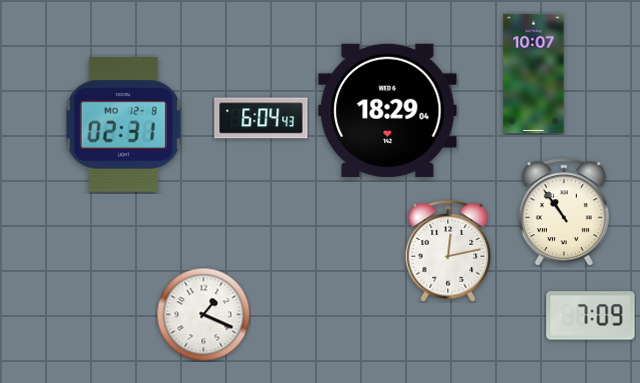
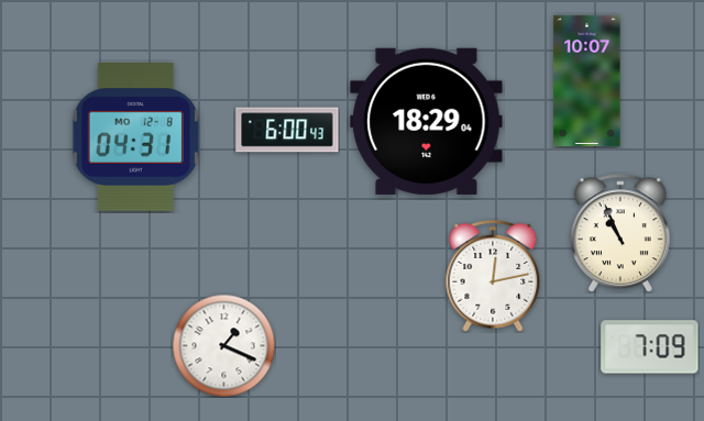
clock at (261, 118): 6:04 -> 6:00
clock at (123, 125): 02:31 -> 04:31
clock at (564, 212): 10:54 -> 10:56
